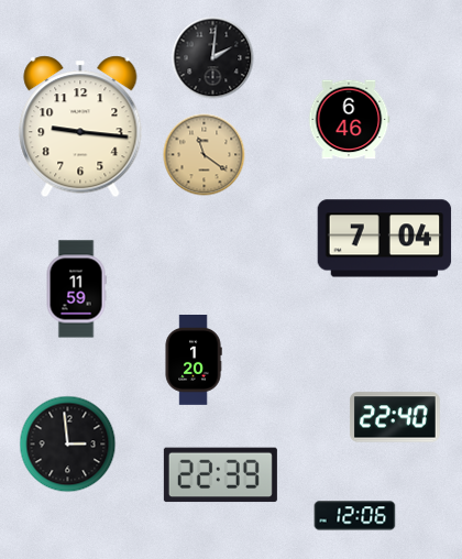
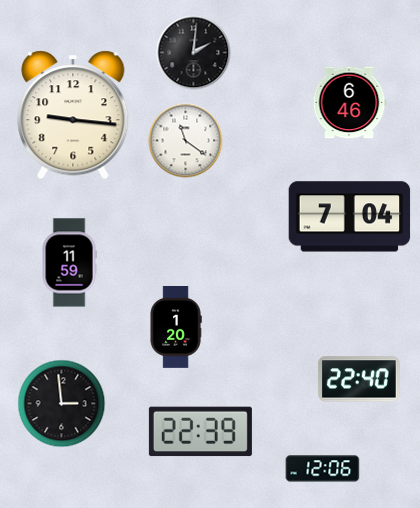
clock at (349, 120) position: (349, 120) -> (349, 103)
clock at (205, 155) dial: champagne -> white
